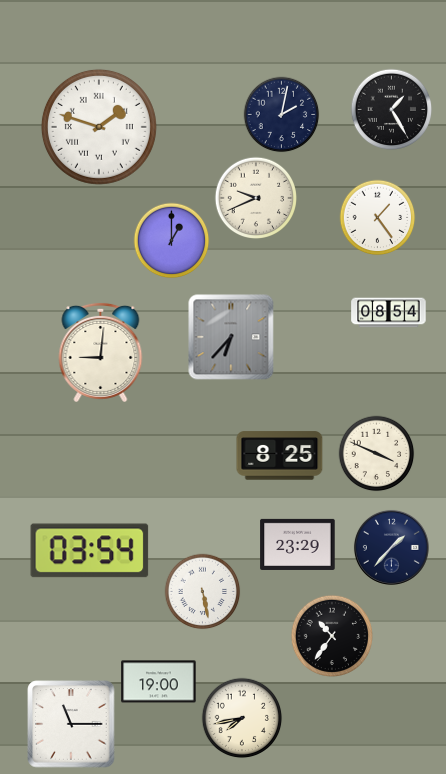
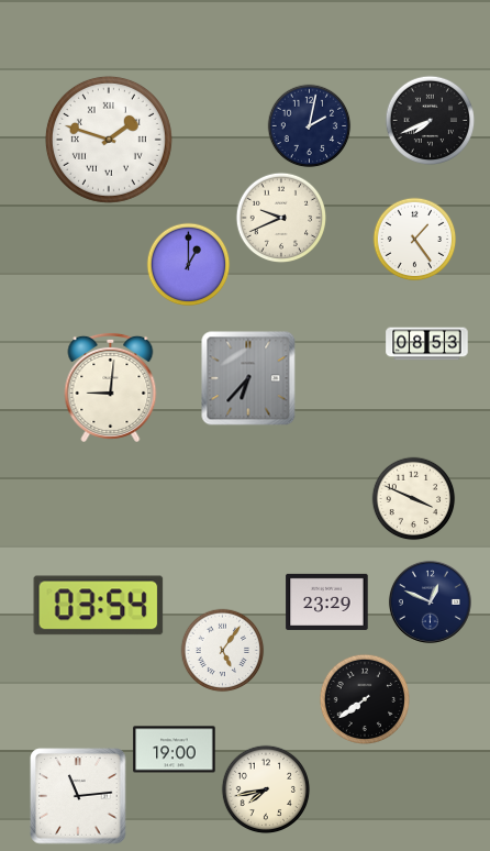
clock at (392, 110): 1:25 -> 7:41
clock at (389, 313): 08:54 -> 08:53
clock at (231, 337) position: (231, 337) -> (248, 378)
clock at (280, 456): 8:25 -> none
clock at (298, 544) position: (298, 544) -> (327, 601)
clock at (391, 547): 1:37 -> 12:49
clock at (203, 592): 5:28 -> 5:06
clock at (332, 636): 10:36 -> 7:39
clock at (71, 724): 11:15 -> 11:14
